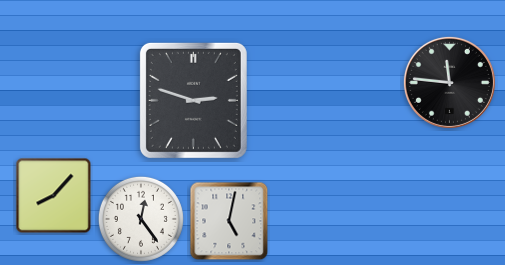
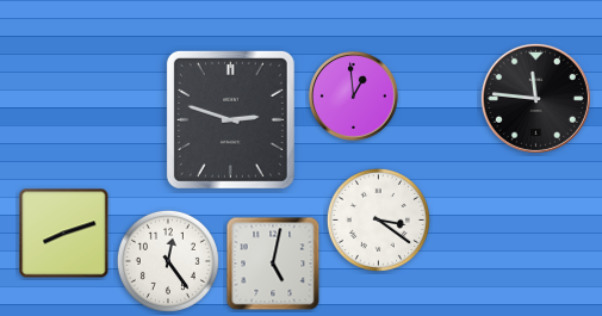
clock at (354, 97): none -> 12:59
clock at (378, 219): none -> 3:21
clock at (54, 196): 8:07 -> 8:12
